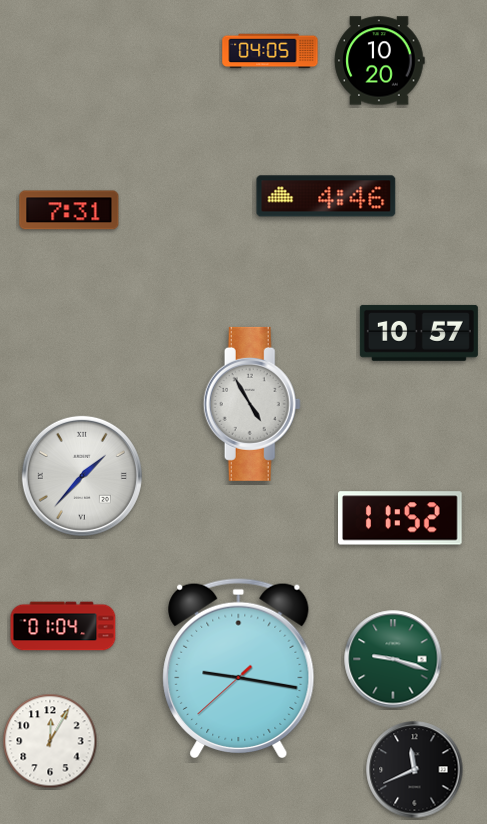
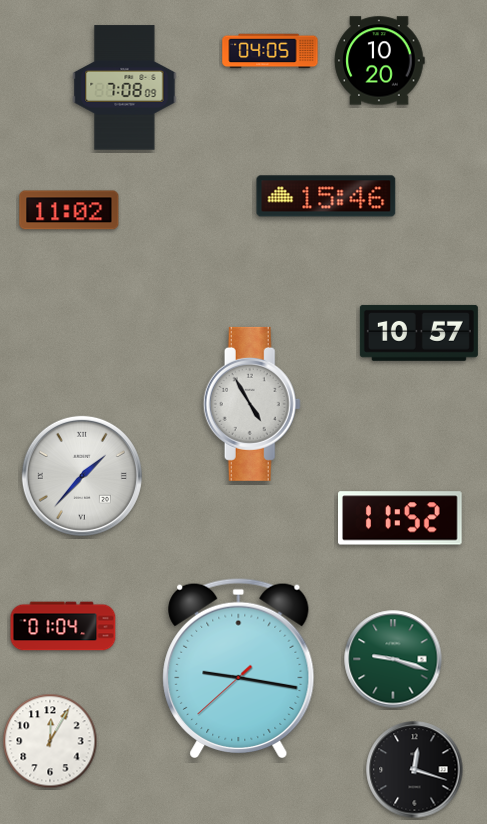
clock at (125, 88): none -> 7:08
clock at (326, 196): 4:46 -> 15:46
clock at (69, 210): 7:31 -> 11:02
clock at (415, 770): 11:41 -> 12:18
